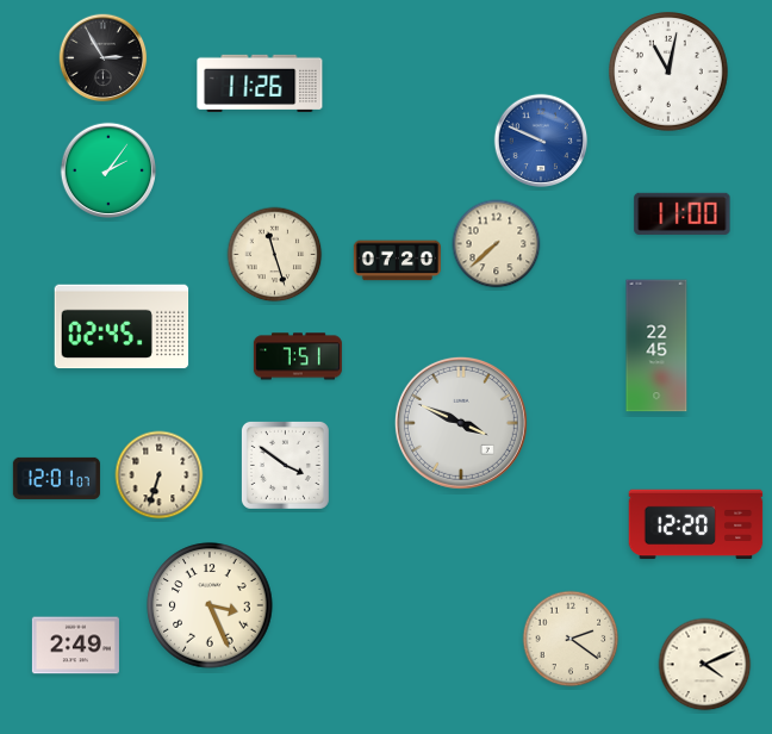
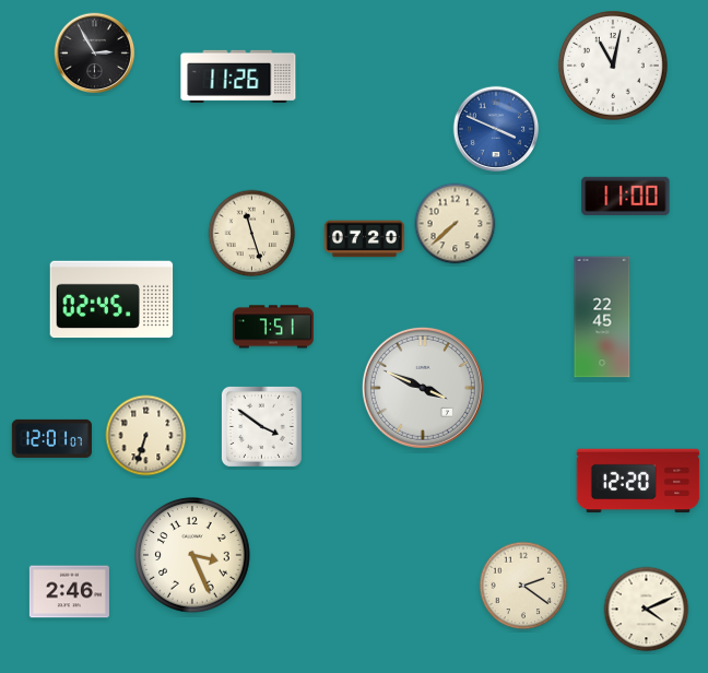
clock at (541, 141): 9:49 -> 3:49
clock at (108, 170): 2:06 -> none
clock at (75, 646): 2:49 -> 2:46
